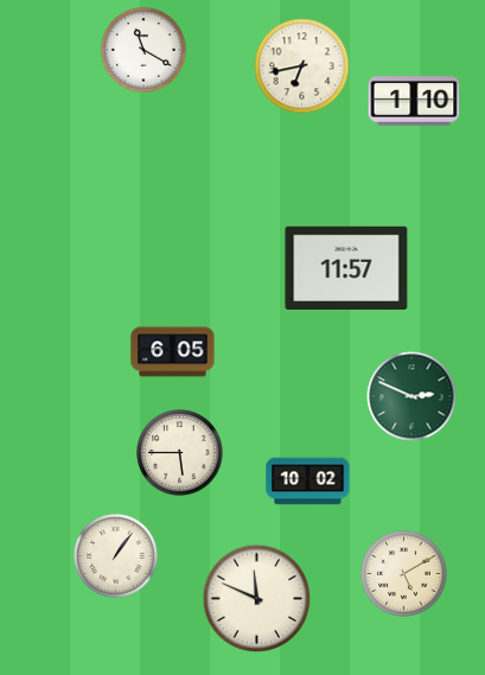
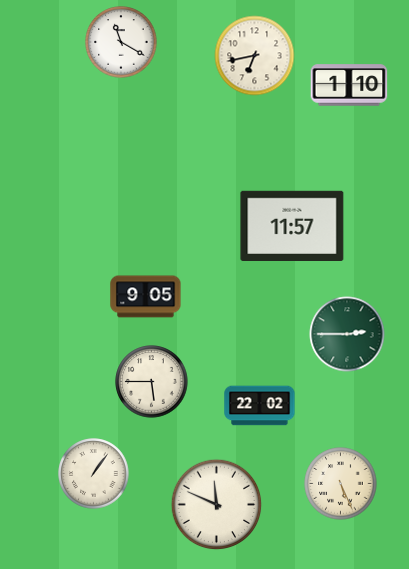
clock at (173, 352): 6:05 -> 9:05
clock at (411, 396): 2:49 -> 2:45
clock at (308, 482): 10:02 -> 22:02
clock at (116, 556) position: (116, 556) -> (94, 474)
clock at (404, 574): 5:10 -> 5:26
